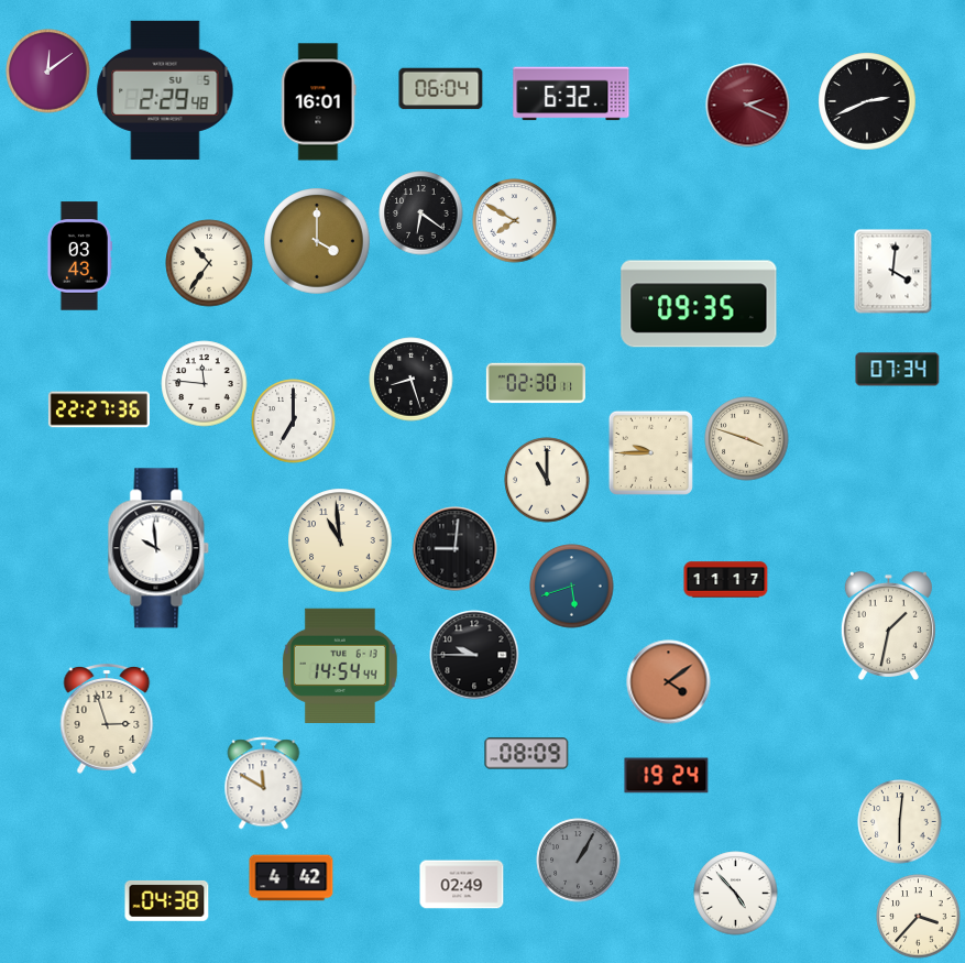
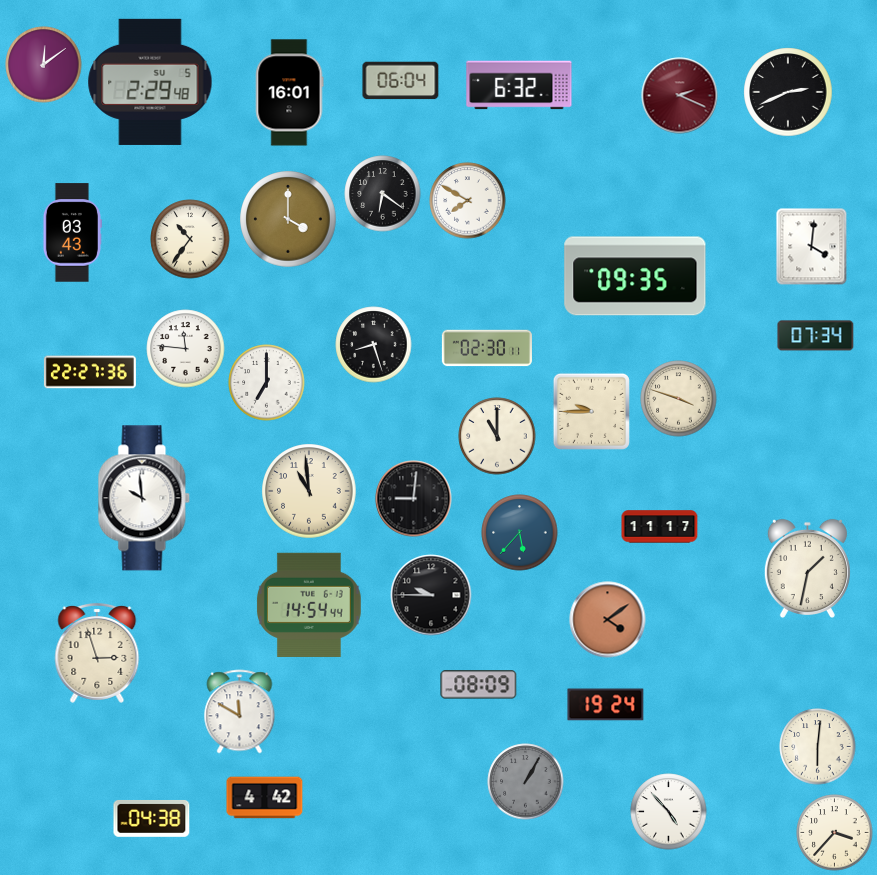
clock at (572, 587): 5:42 -> 5:37
clock at (462, 885): 02:49 -> none
